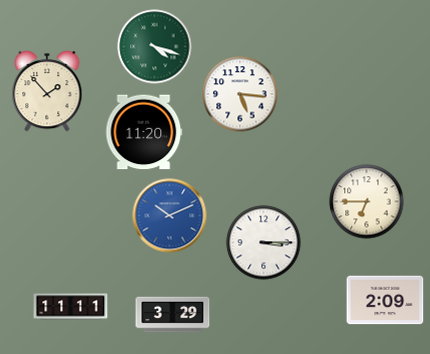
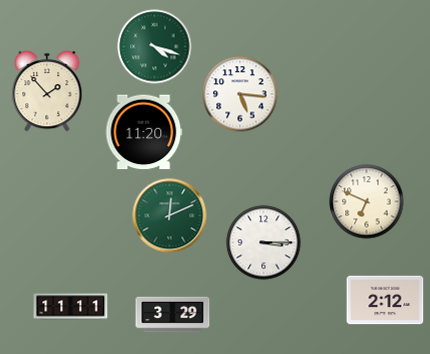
clock at (367, 202): 6:45 -> 6:49
clock at (170, 216): 10:11 -> 12:11
clock at (170, 216) dial: blue -> green
clock at (385, 300): 2:09 -> 2:12
